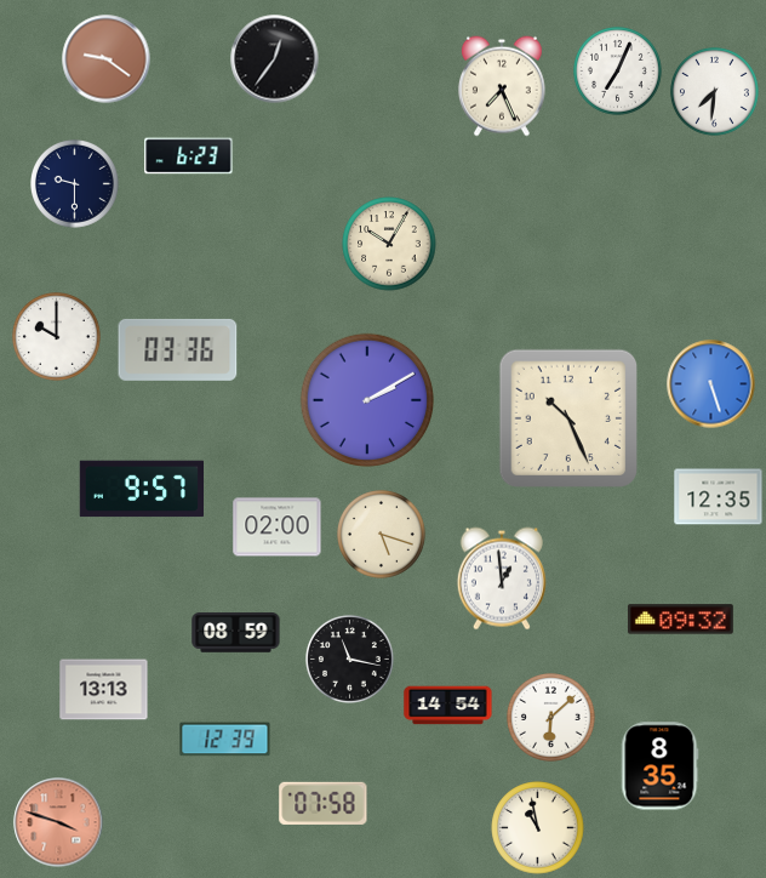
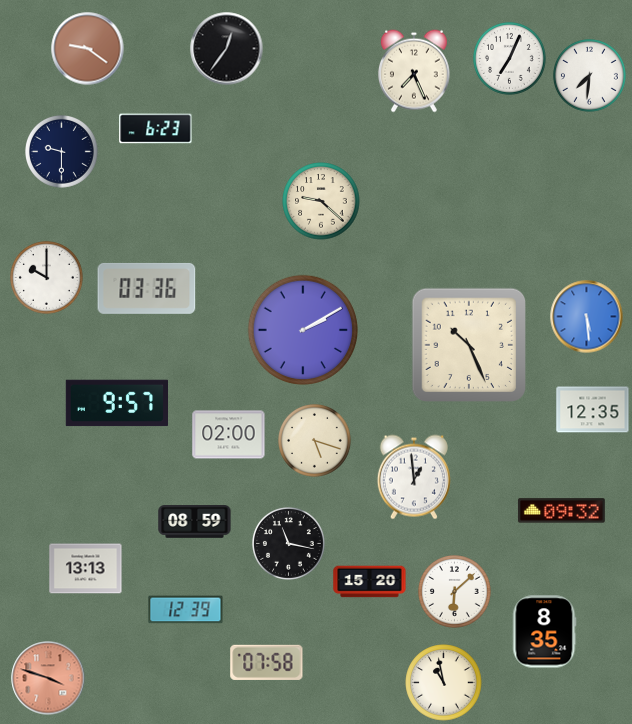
clock at (389, 244): 10:05 -> 9:22
clock at (711, 384): 5:27 -> 5:29
clock at (448, 706): 14:54 -> 15:20
